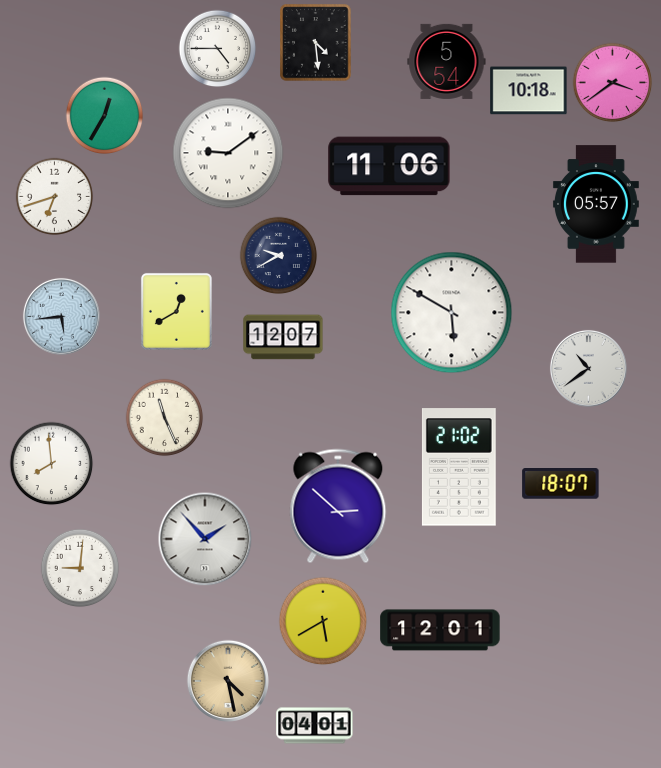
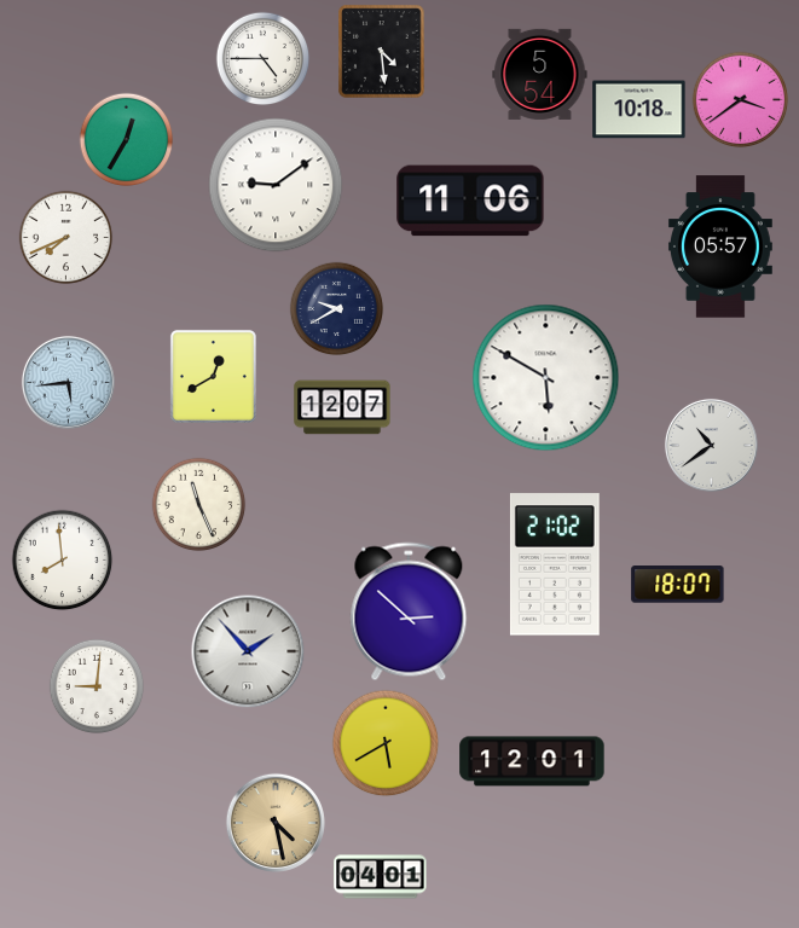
clock at (54, 196): 6:42 -> 7:41
clock at (61, 316) position: (61, 316) -> (68, 382)
clock at (323, 621) position: (323, 621) -> (386, 743)
